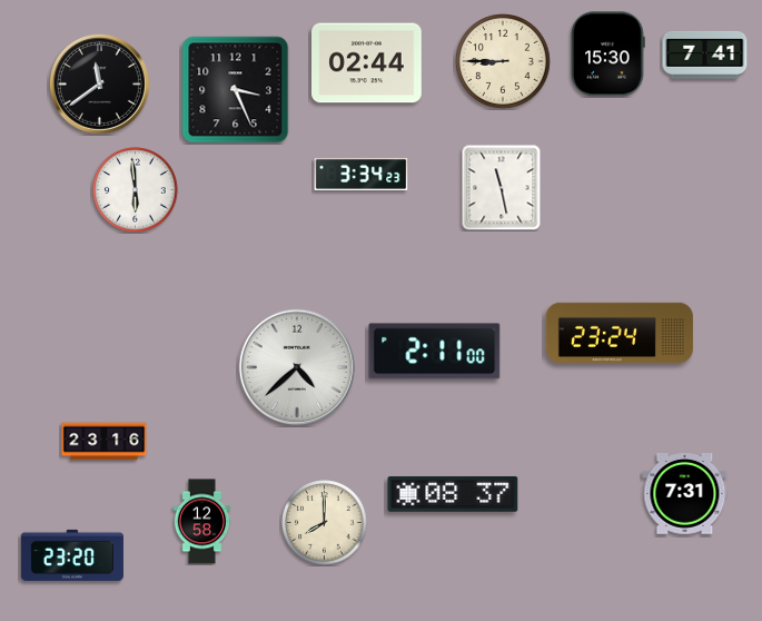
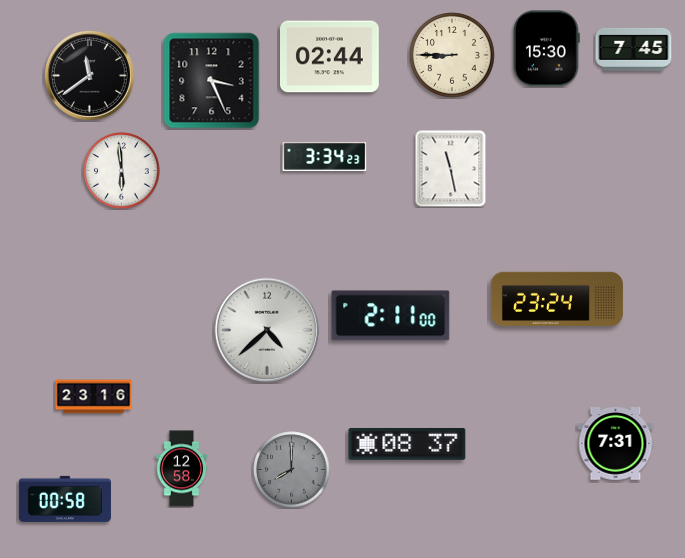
clock at (705, 55): 7:41 -> 7:45
clock at (325, 523) dial: cream -> grey
clock at (72, 555): 23:20 -> 00:58
